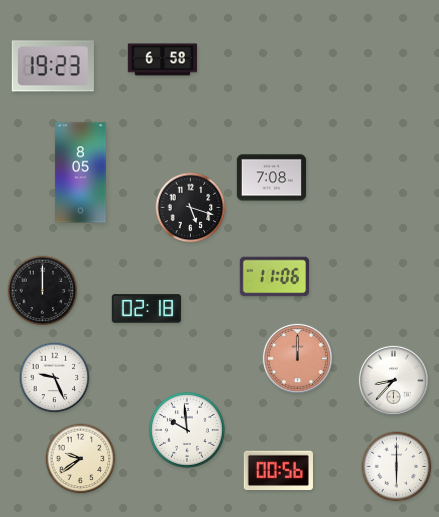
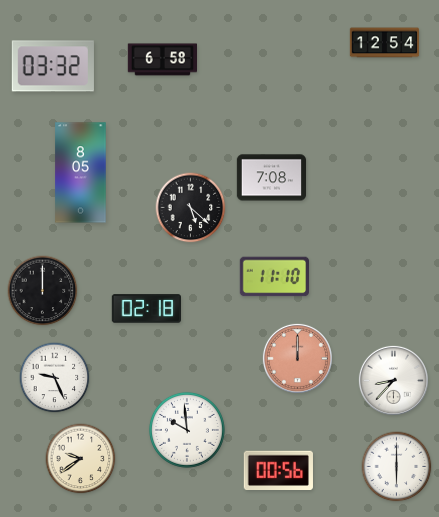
clock at (385, 43): none -> 12:54
clock at (53, 66): 19:23 -> 03:32
clock at (191, 208): 5:18 -> 5:22
clock at (274, 277): 11:06 -> 11:10
